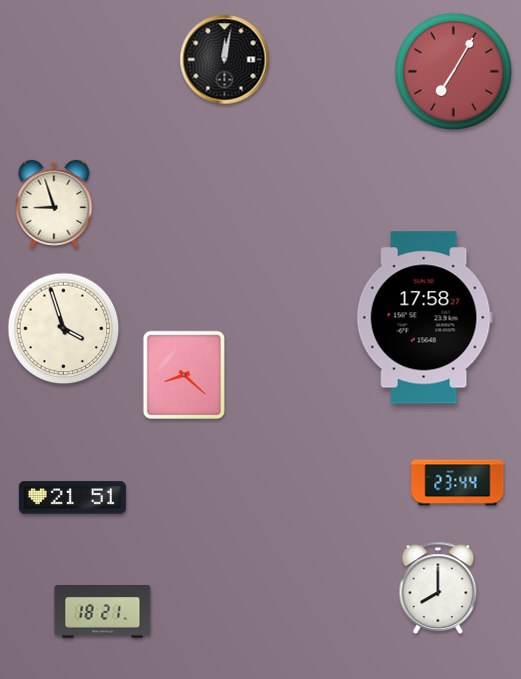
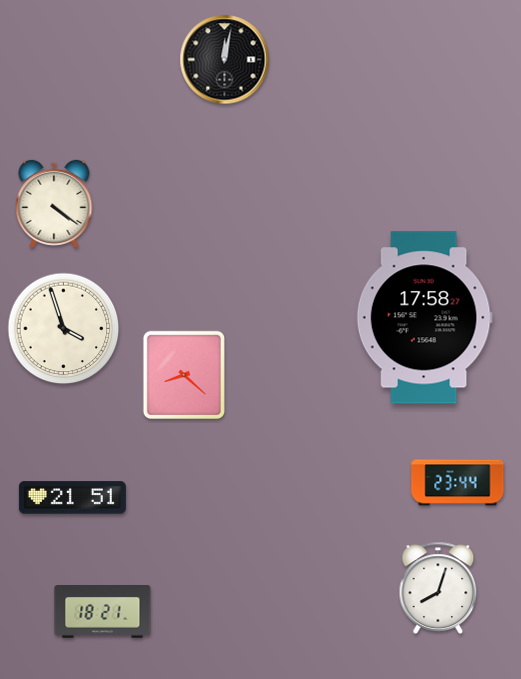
clock at (453, 71): 7:05 -> none
clock at (54, 204): 8:57 -> 4:21
clock at (438, 588): 8:00 -> 8:03
